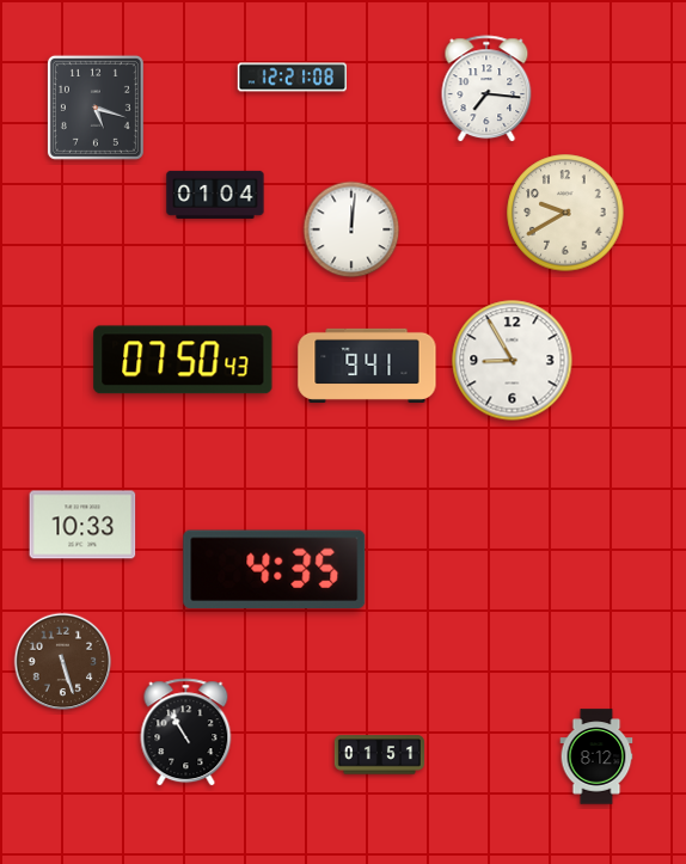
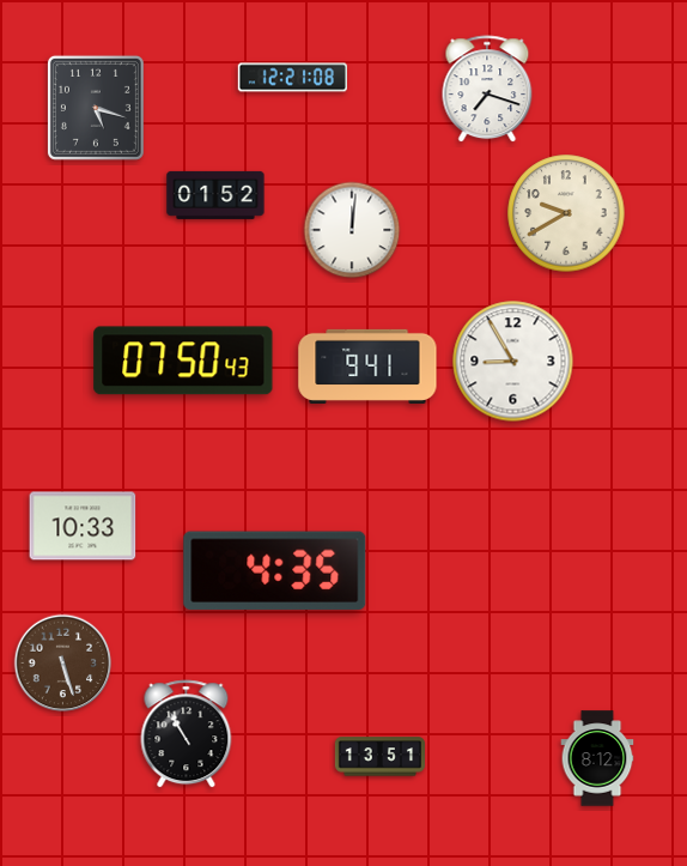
clock at (486, 90): 7:16 -> 7:18
clock at (215, 195): 01:04 -> 01:52
clock at (379, 755): 01:51 -> 13:51
